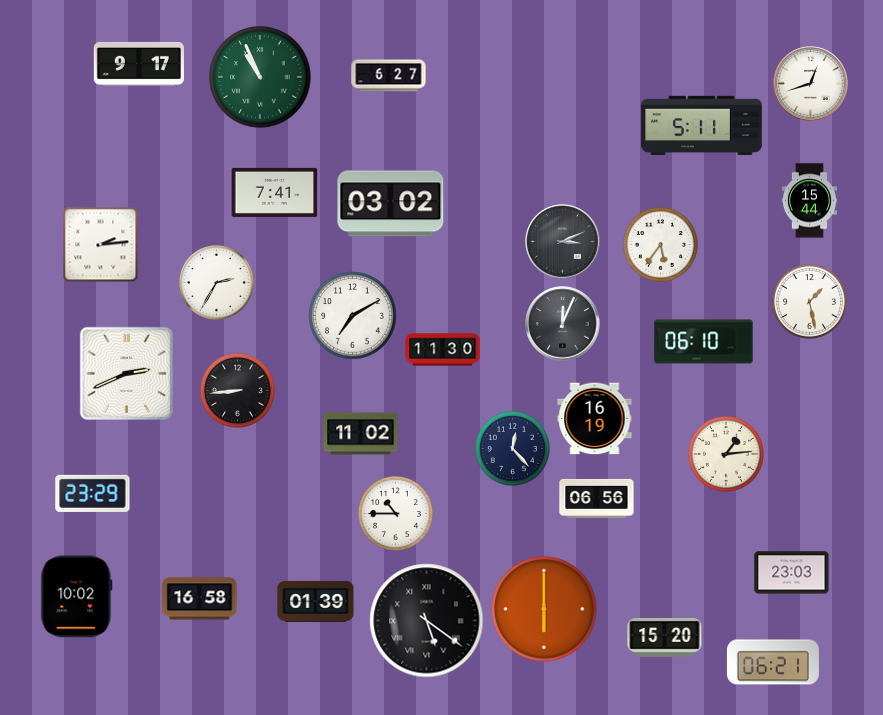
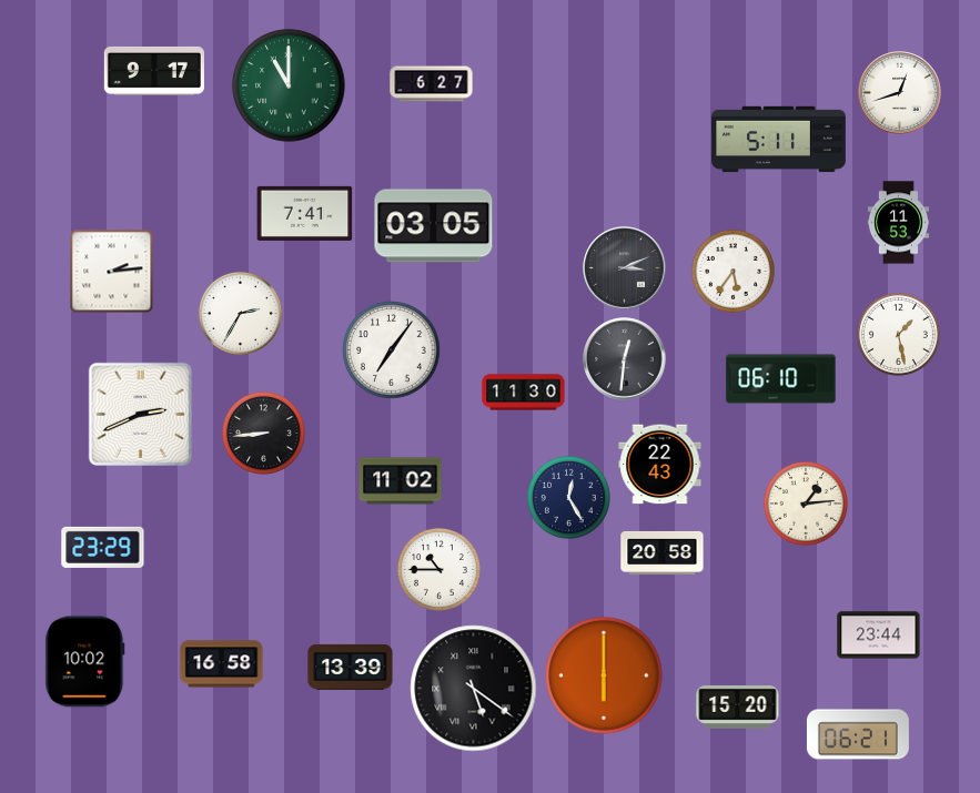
clock at (260, 77): 10:56 -> 11:00
clock at (809, 201): 15:44 -> 11:53
clock at (391, 204): 03:02 -> 03:05
clock at (353, 316): 7:10 -> 7:06
clock at (563, 324): 12:04 -> 12:31
clock at (443, 350) position: (443, 350) -> (524, 393)
clock at (595, 419): 16:19 -> 22:43
clock at (512, 448): 12:23 -> 12:25
clock at (597, 498): 06:56 -> 20:58
clock at (792, 573): 23:03 -> 23:44
clock at (316, 601): 01:39 -> 13:39
